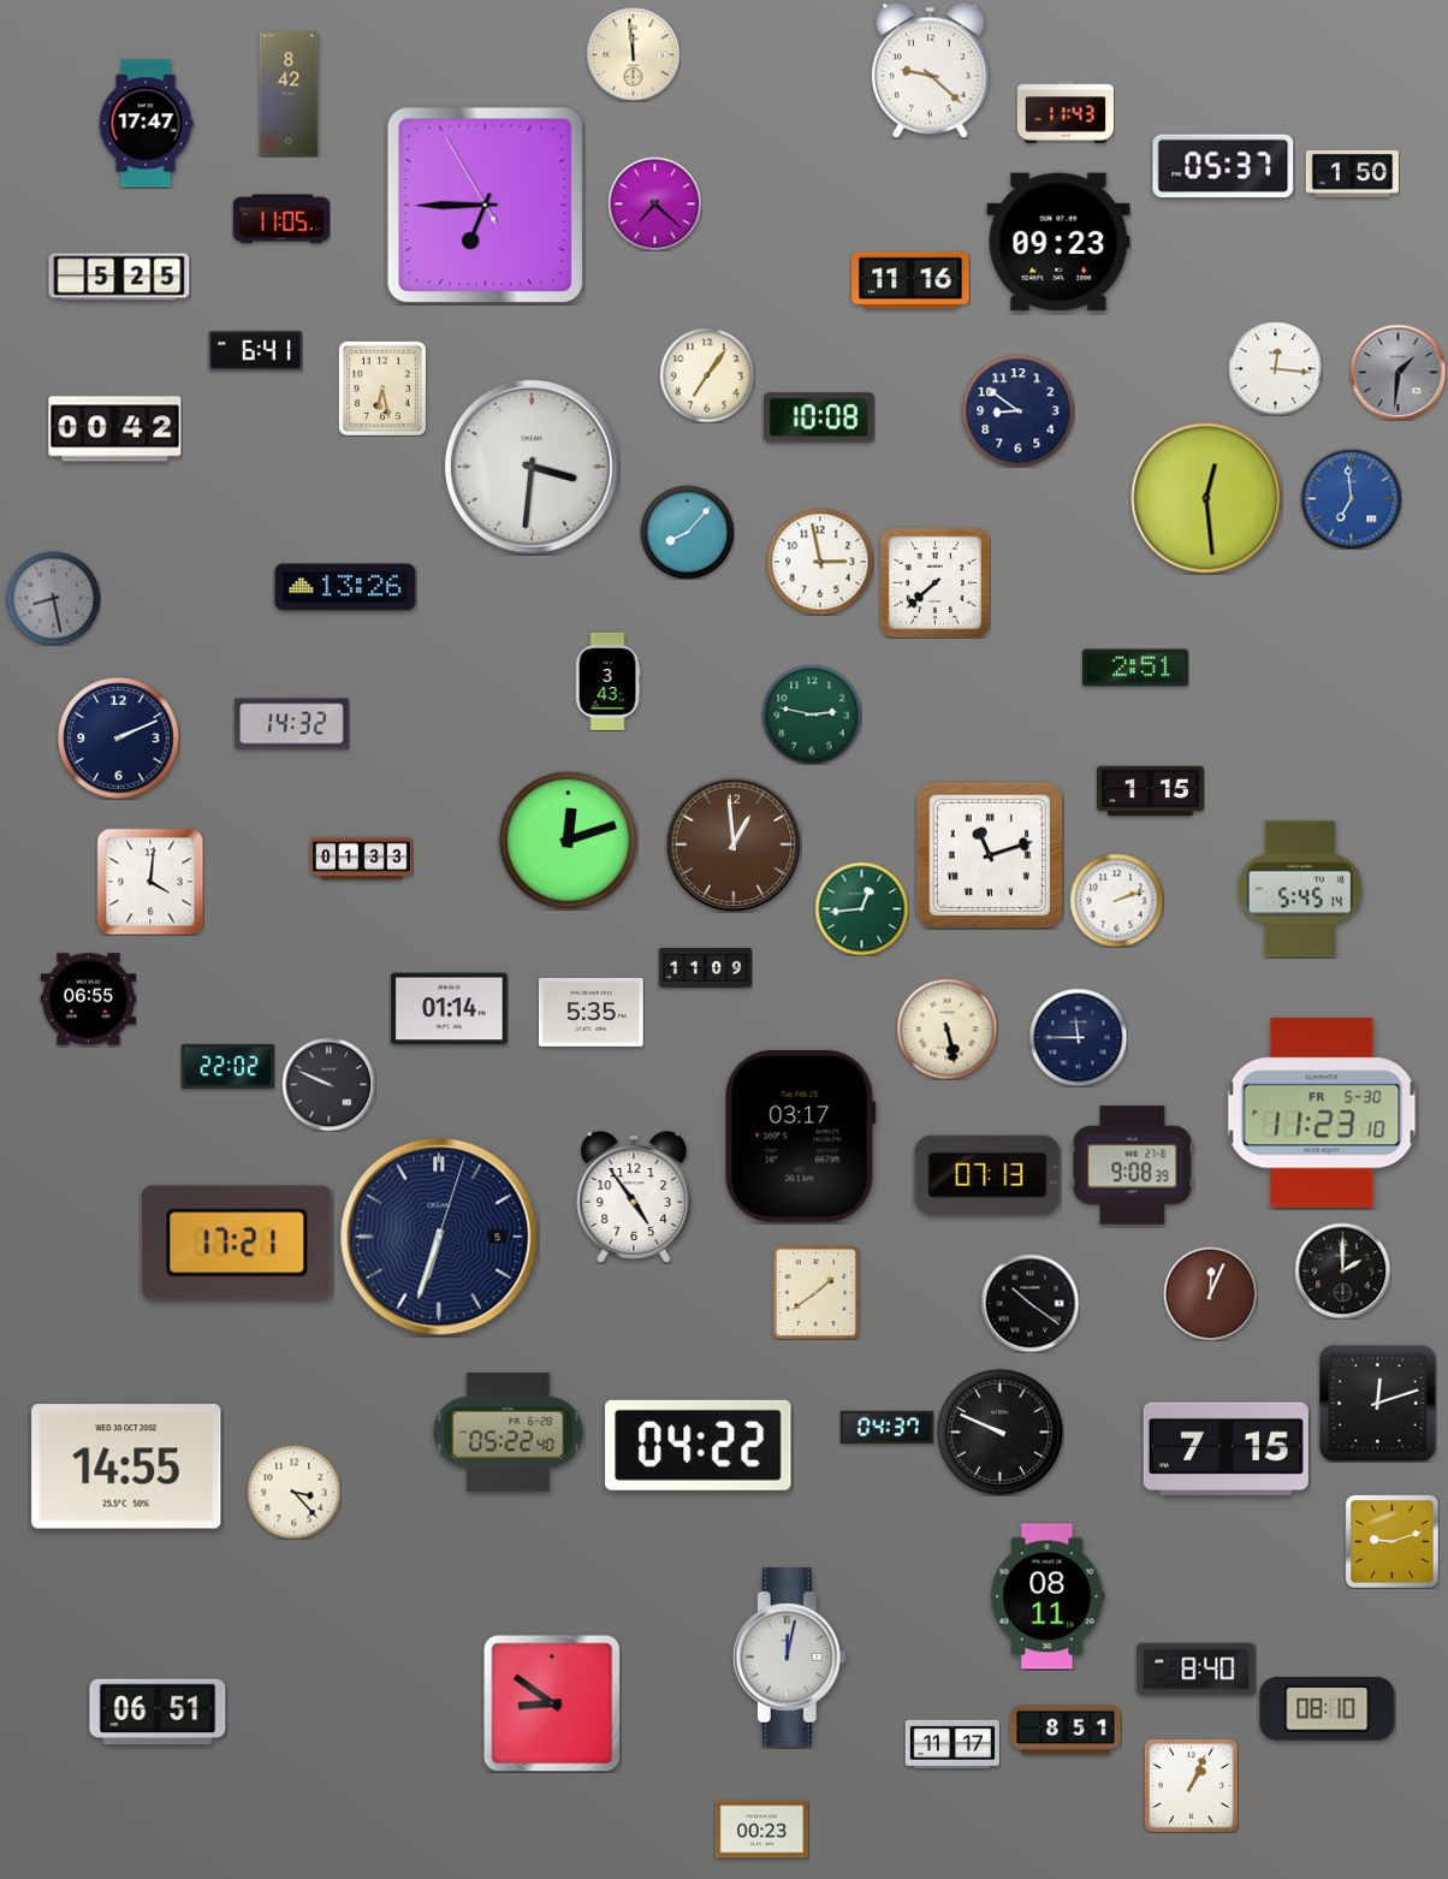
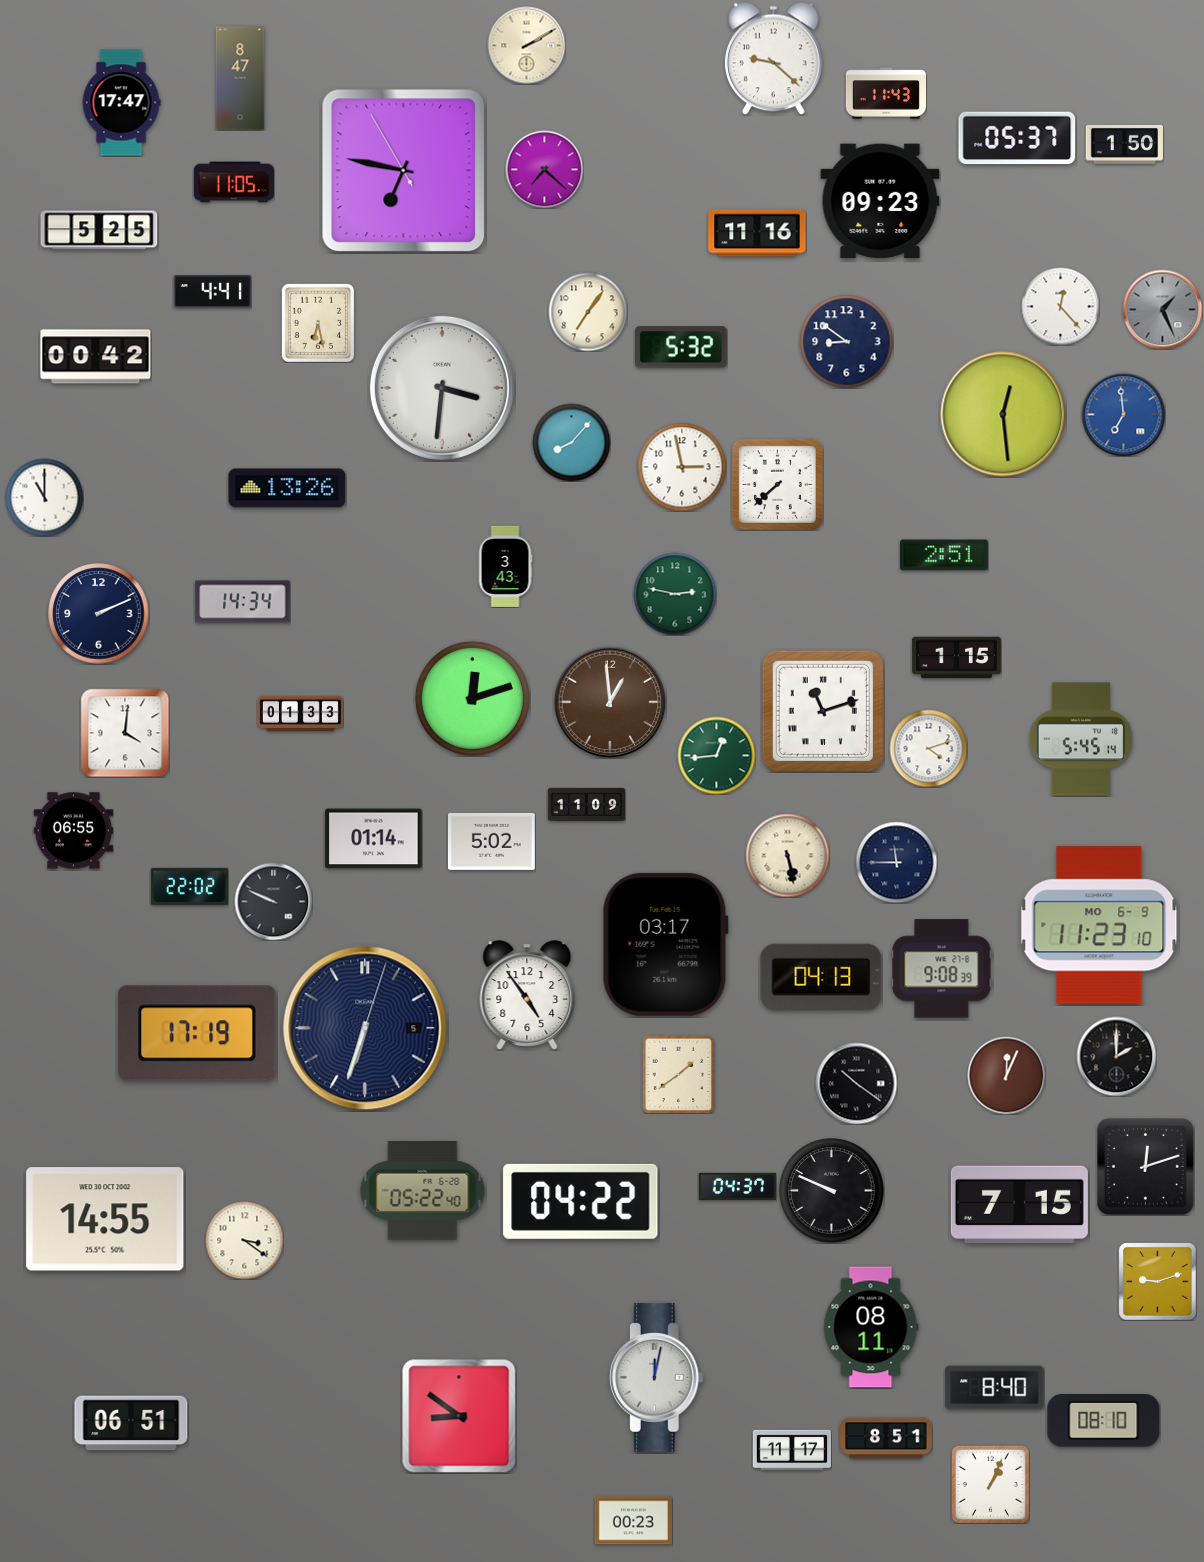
clock at (633, 54): 11:59 -> 2:10
clock at (289, 94): 8:42 -> 8:47
clock at (486, 206): 6:44 -> 6:46
clock at (255, 351): 6:41 -> 4:41
clock at (1275, 368): 12:16 -> 12:23
clock at (1397, 372): 1:31 -> 1:26
clock at (820, 417): 10:08 -> 5:32
clock at (53, 598): 8:28 -> 11:00
clock at (53, 598) dial: grey -> white
clock at (292, 724): 14:32 -> 14:34
clock at (1116, 900): 2:12 -> 4:12
clock at (591, 1012): 5:35 -> 5:02
clock at (1322, 1113) date: FR 5-30 -> MO 6-9
clock at (987, 1175): 07:13 -> 04:13
clock at (237, 1243): 17:21 -> 17:19
clock at (293, 1492): 3:23 -> 3:21
